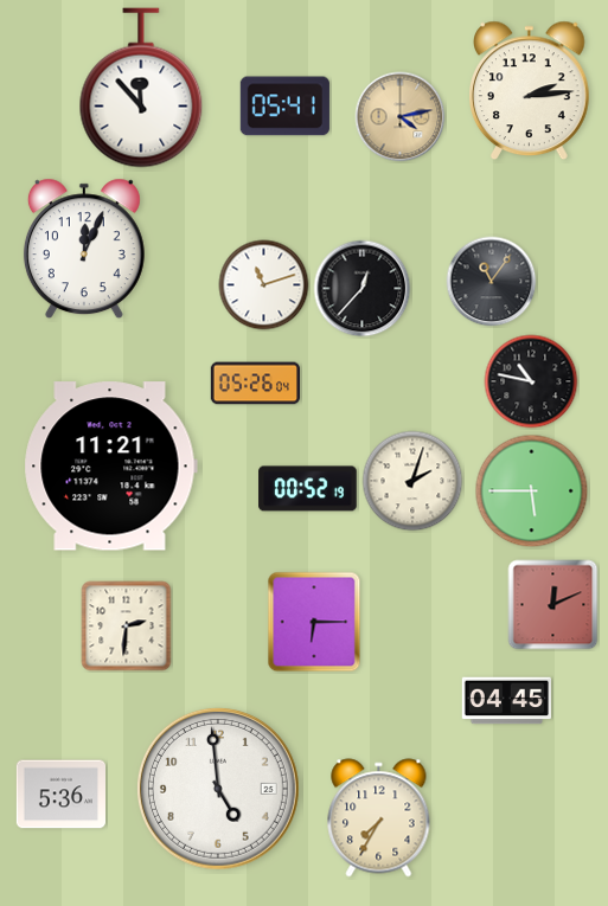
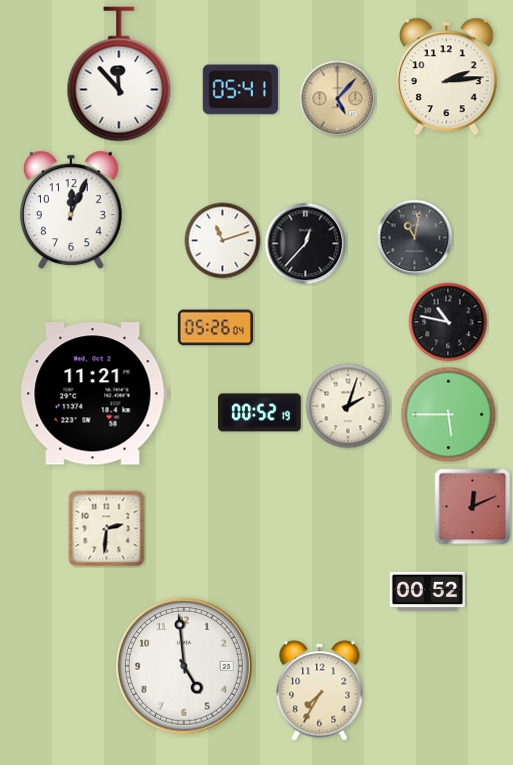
clock at (401, 117): 4:13 -> 5:07
clock at (492, 282): 11:06 -> 11:02
clock at (255, 384) position: (255, 384) -> (215, 328)
clock at (553, 605) position: (553, 605) -> (473, 507)
clock at (314, 622): 6:15 -> none
clock at (506, 701): 04:45 -> 00:52
clock at (60, 795): 5:36 -> none
